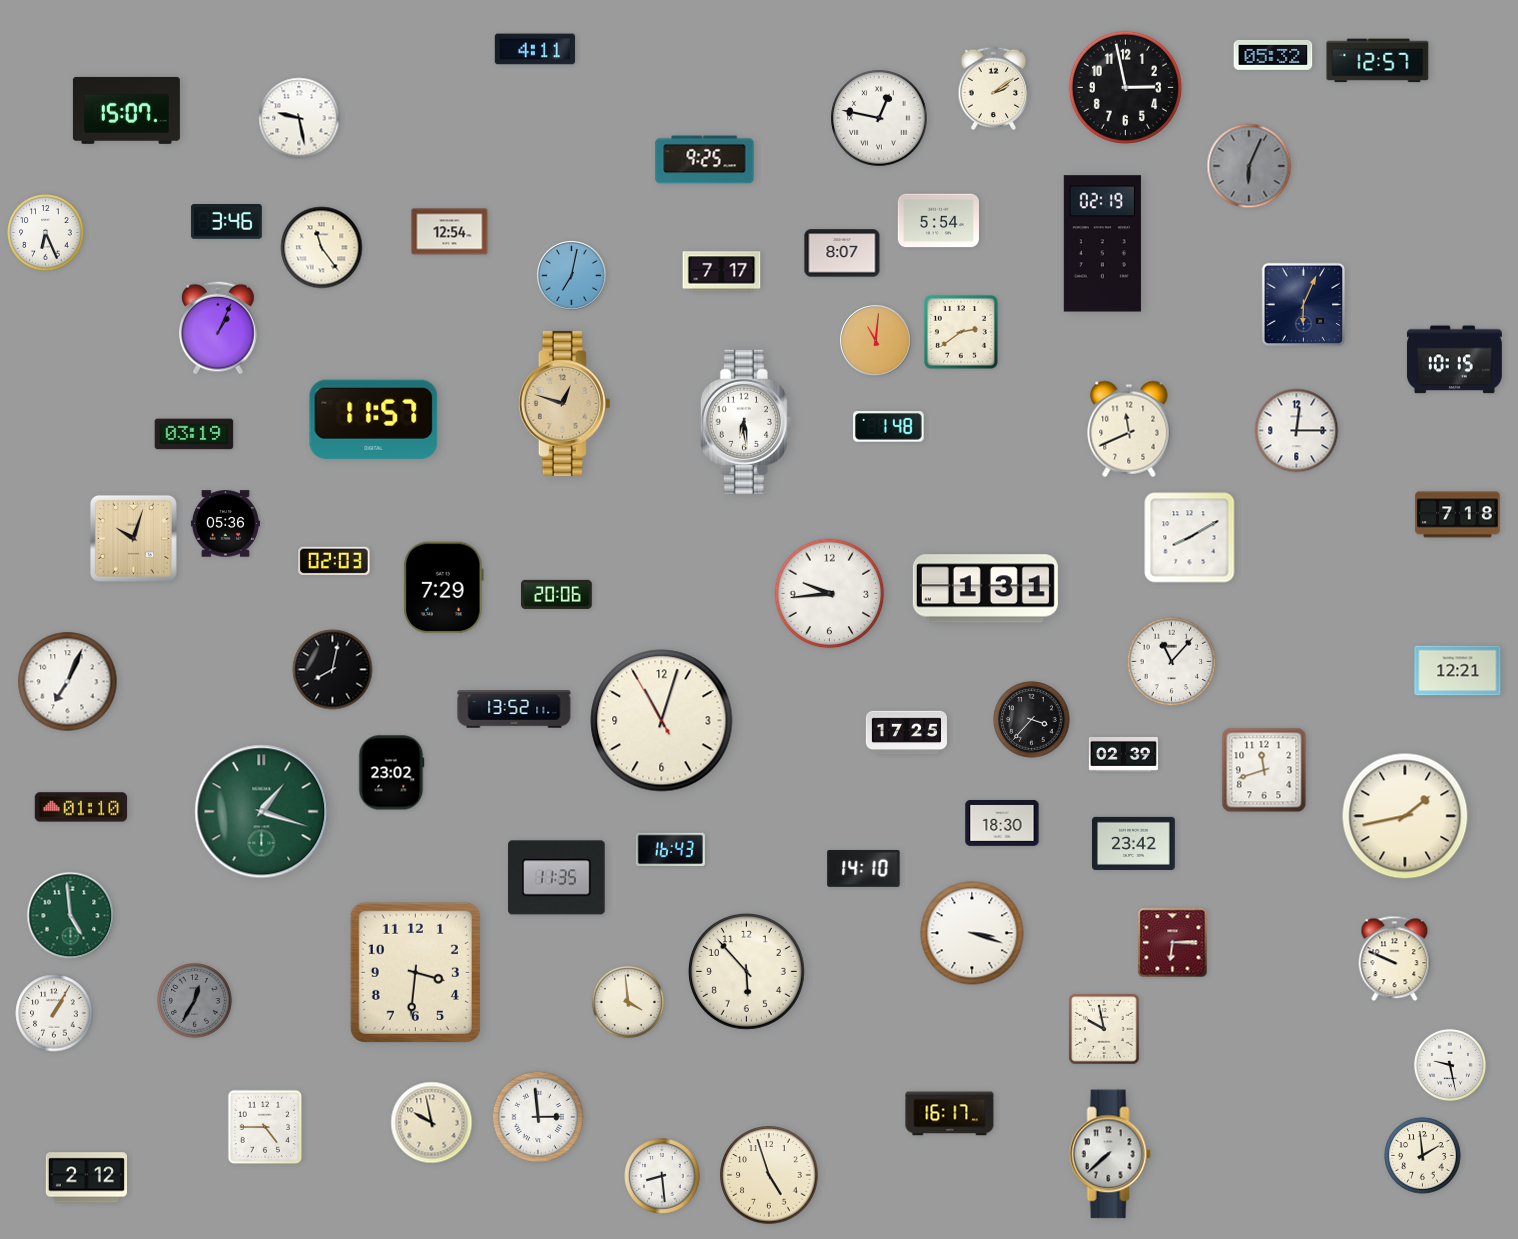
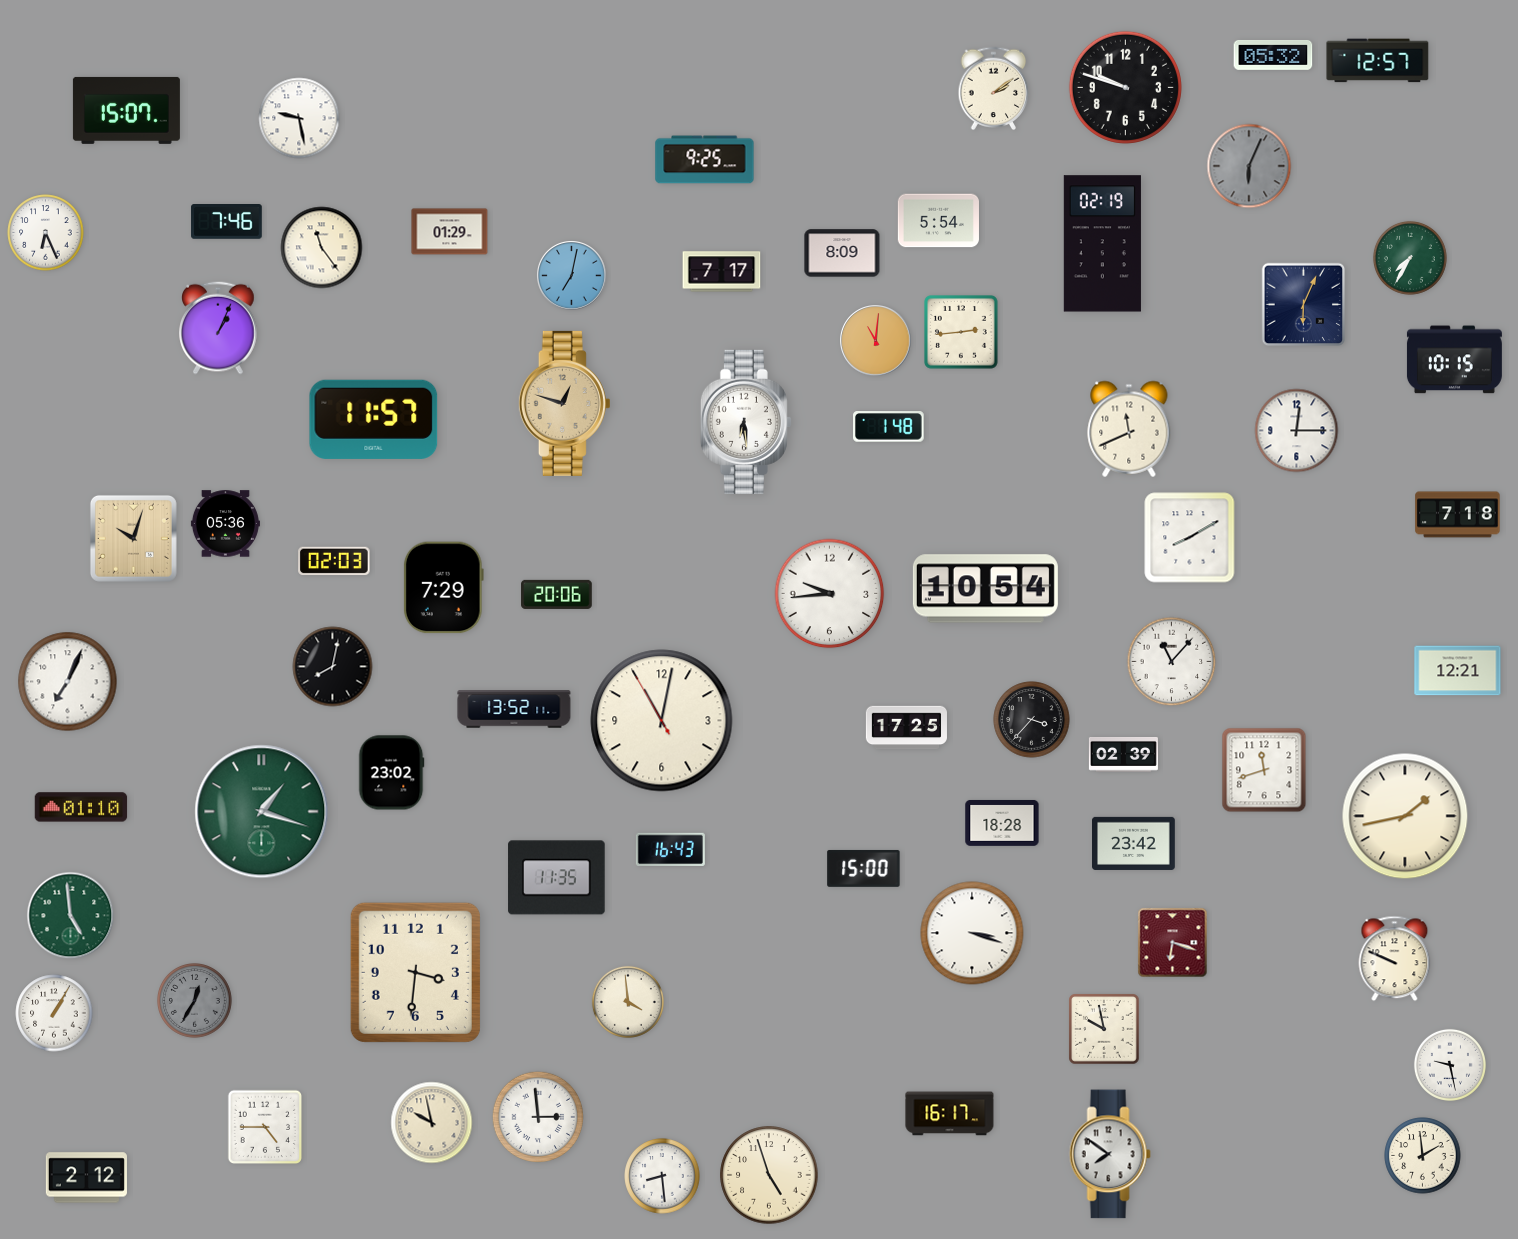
clock at (535, 49): 4:11 -> none
clock at (1125, 87): 2:58 -> 9:48
clock at (879, 118): 12:47 -> none
clock at (227, 222): 3:46 -> 7:46
clock at (450, 232): 12:54 -> 01:29
clock at (842, 253): 8:07 -> 8:09
clock at (1410, 258): none -> 7:35
clock at (962, 333): 2:39 -> 2:44
clock at (194, 434): 03:19 -> none
clock at (985, 589): 1:31 -> 10:54
clock at (333, 670) position: (333, 670) -> (333, 667)
clock at (662, 721): 11:02 -> 11:01
clock at (906, 733) position: (906, 733) -> (906, 728)
clock at (1002, 823): 18:30 -> 18:28
clock at (864, 868): 14:10 -> 15:00
clock at (1173, 943): 6:15 -> 6:18
clock at (746, 971): 5:53 -> none
clock at (1110, 1154): 7:38 -> 7:51
